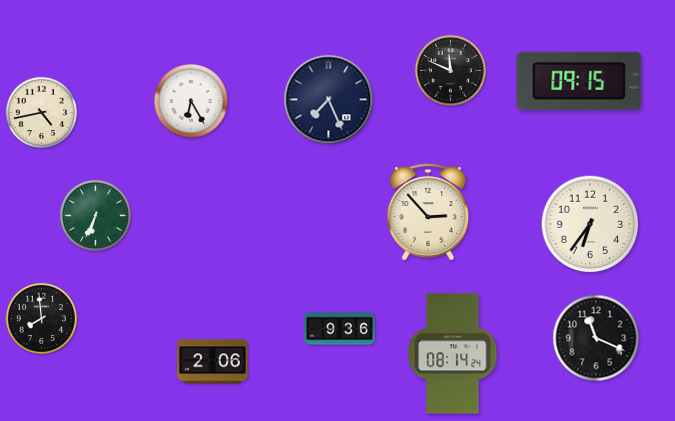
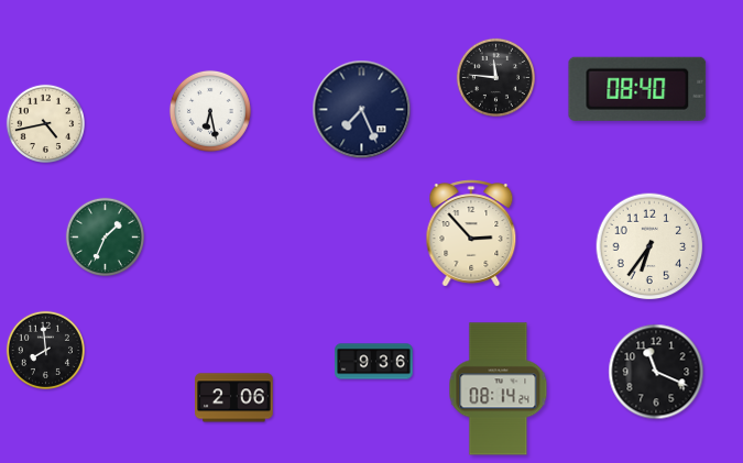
clock at (450, 70): 11:49 -> 11:46
clock at (579, 81): 09:15 -> 08:40
clock at (191, 101): 6:25 -> 6:28
clock at (95, 215): 6:34 -> 1:34
